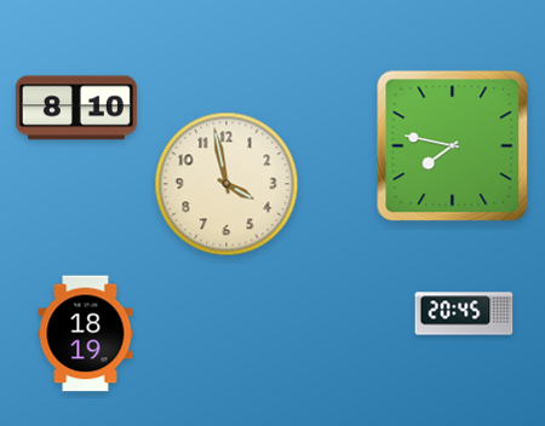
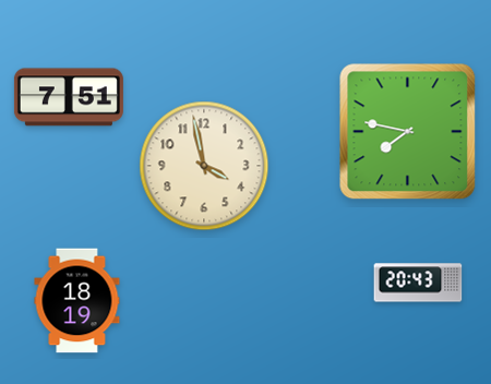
clock at (76, 108): 8:10 -> 7:51
clock at (464, 313): 20:45 -> 20:43
